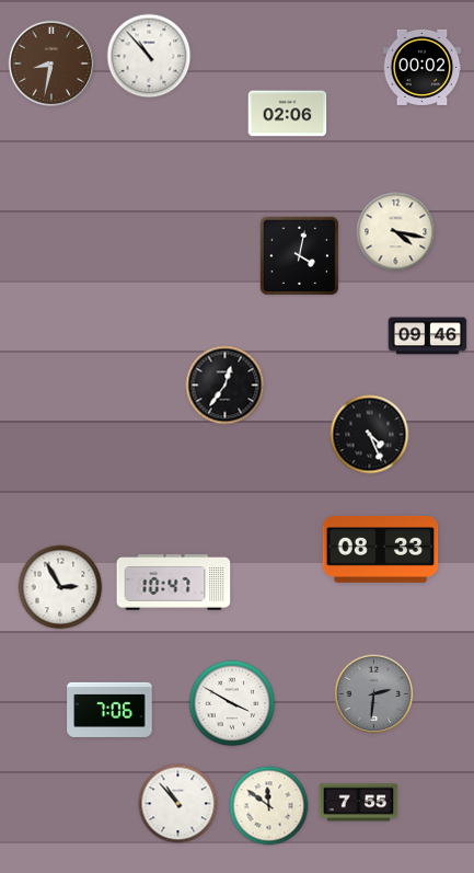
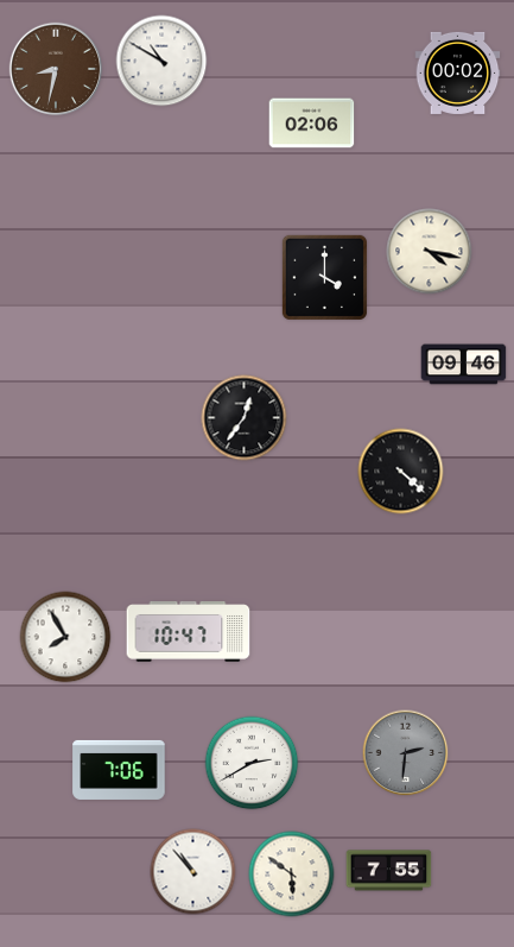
clock at (149, 56): 10:53 -> 10:50
clock at (299, 255): 4:02 -> 4:00
clock at (370, 435): 4:26 -> 4:22
clock at (381, 550): 08:33 -> none
clock at (60, 587): 2:55 -> 7:55
clock at (232, 703): 3:50 -> 2:40
clock at (269, 806): 11:51 -> 5:51
